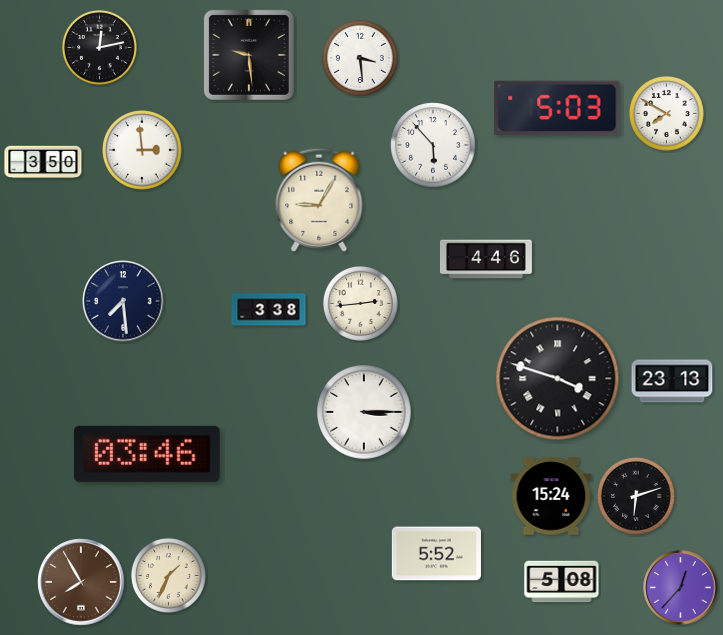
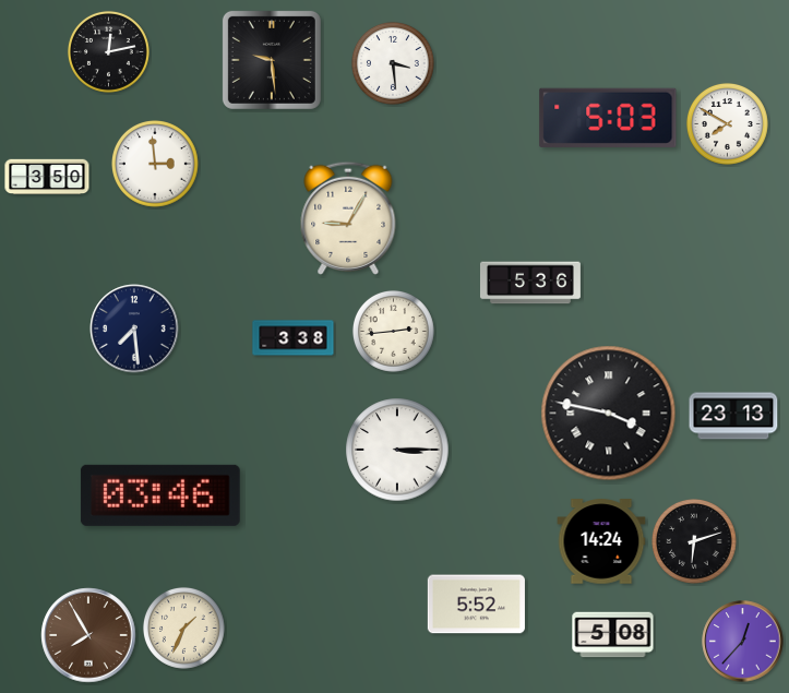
clock at (433, 145): 5:53 -> none
clock at (486, 259): 4:46 -> 5:36
clock at (558, 379): 3:48 -> 3:47
clock at (551, 496): 15:24 -> 14:24
